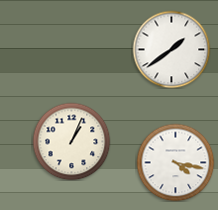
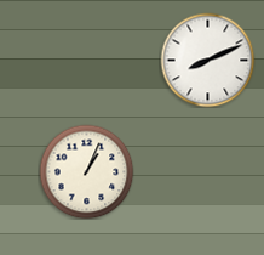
clock at (171, 49): 1:39 -> 8:11
clock at (175, 162): 4:17 -> none
